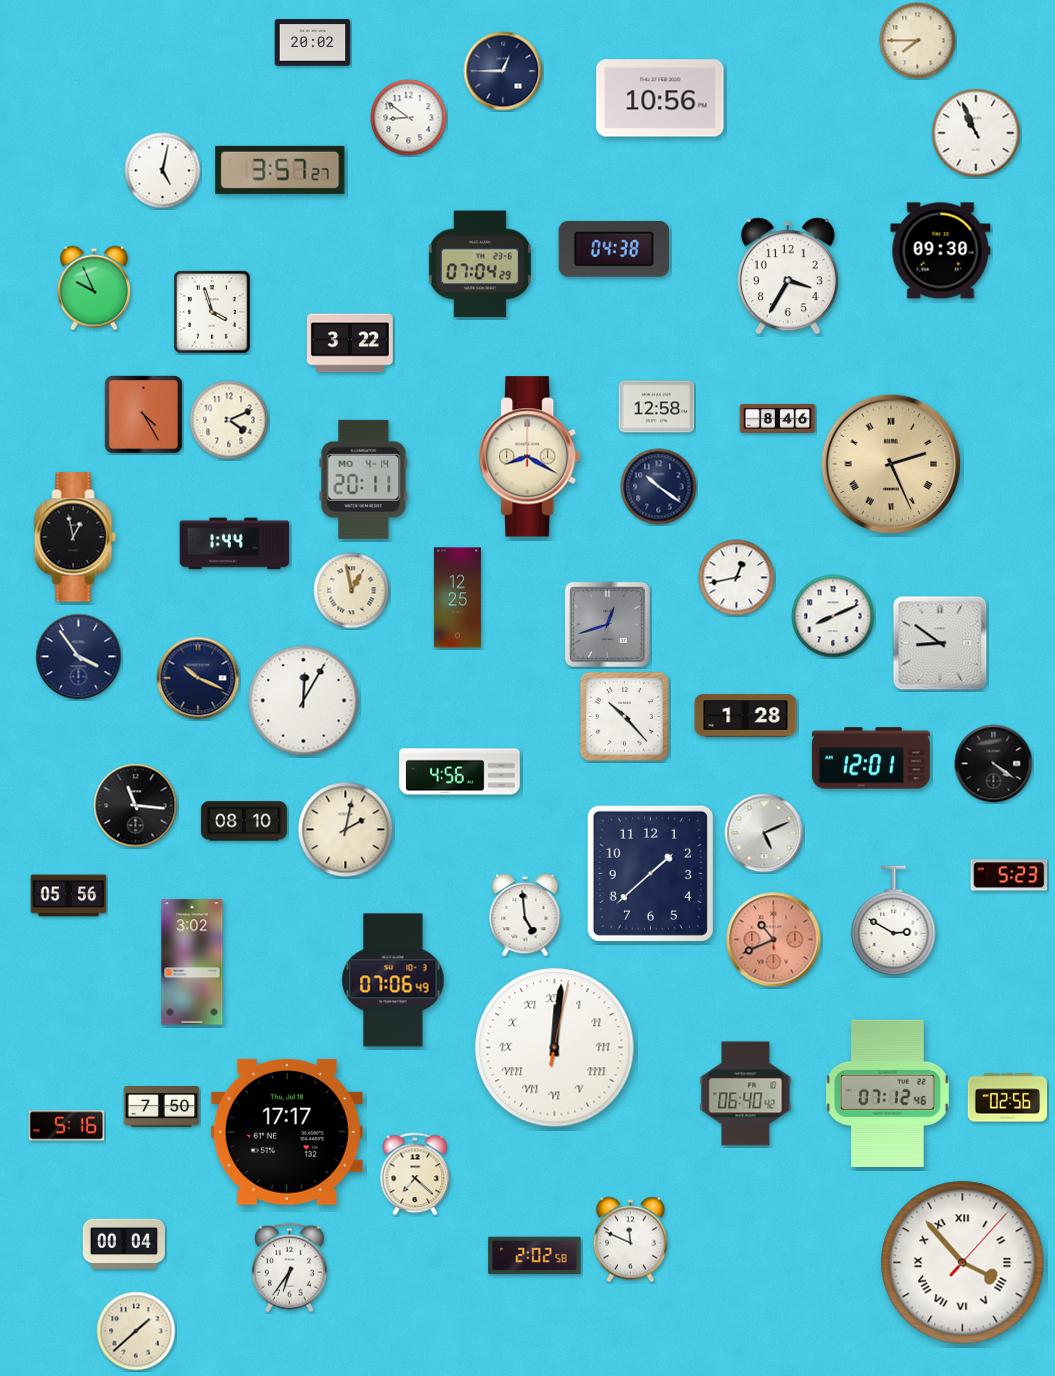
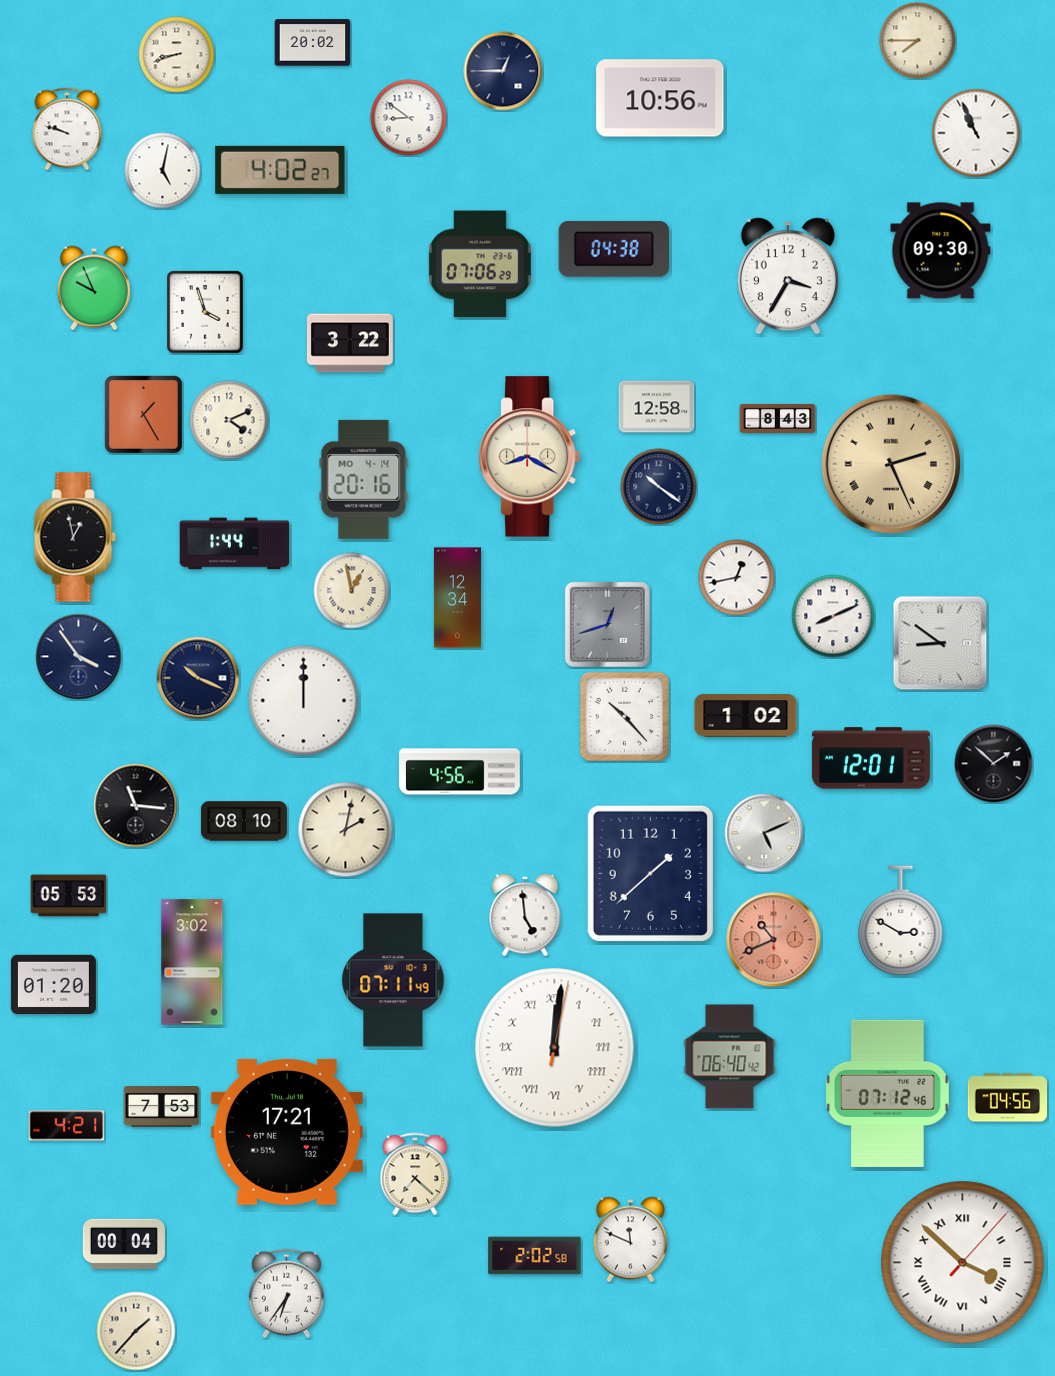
clock at (177, 55): none -> 8:42
clock at (67, 129): none -> 9:48
clock at (280, 170): 3:57 -> 4:02
clock at (480, 264): 07:04 -> 07:06
clock at (212, 312) position: (212, 312) -> (205, 312)
clock at (143, 414): 4:25 -> 1:25
clock at (778, 418): 8:46 -> 8:43
clock at (364, 479): 20:11 -> 20:16
clock at (457, 598): 12:25 -> 12:34
clock at (304, 701): 12:05 -> 12:00
clock at (746, 716): 1:28 -> 1:02
clock at (994, 764): 4:21 -> 1:52
clock at (1009, 875): 5:23 -> none
clock at (69, 896): 05:56 -> 05:53
clock at (894, 921) position: (894, 921) -> (901, 921)
clock at (393, 980): 07:06 -> 07:11
clock at (53, 984): none -> 01:20
clock at (746, 1094) position: (746, 1094) -> (730, 1057)
clock at (1008, 1098): 02:56 -> 04:56
clock at (162, 1107): 7:50 -> 7:53
clock at (67, 1126): 5:16 -> 4:21
clock at (287, 1132): 17:17 -> 17:21
clock at (963, 1263): 3:53 -> 3:52
clock at (289, 1268) position: (289, 1268) -> (286, 1294)
clock at (136, 1331): 1:38 -> 1:37
